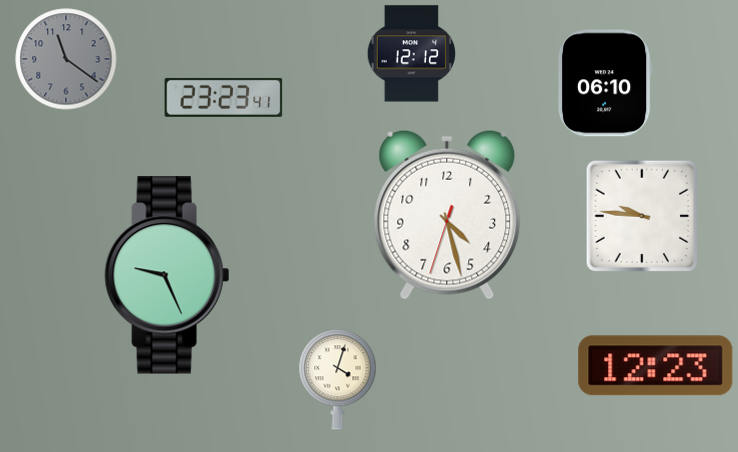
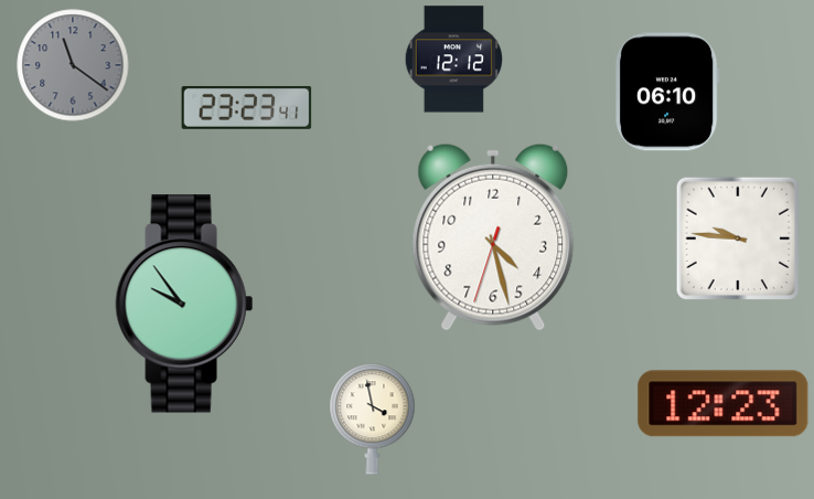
clock at (642, 216) position: (642, 216) -> (738, 238)
clock at (167, 275): 9:26 -> 9:54
clock at (338, 380): 4:03 -> 3:58
